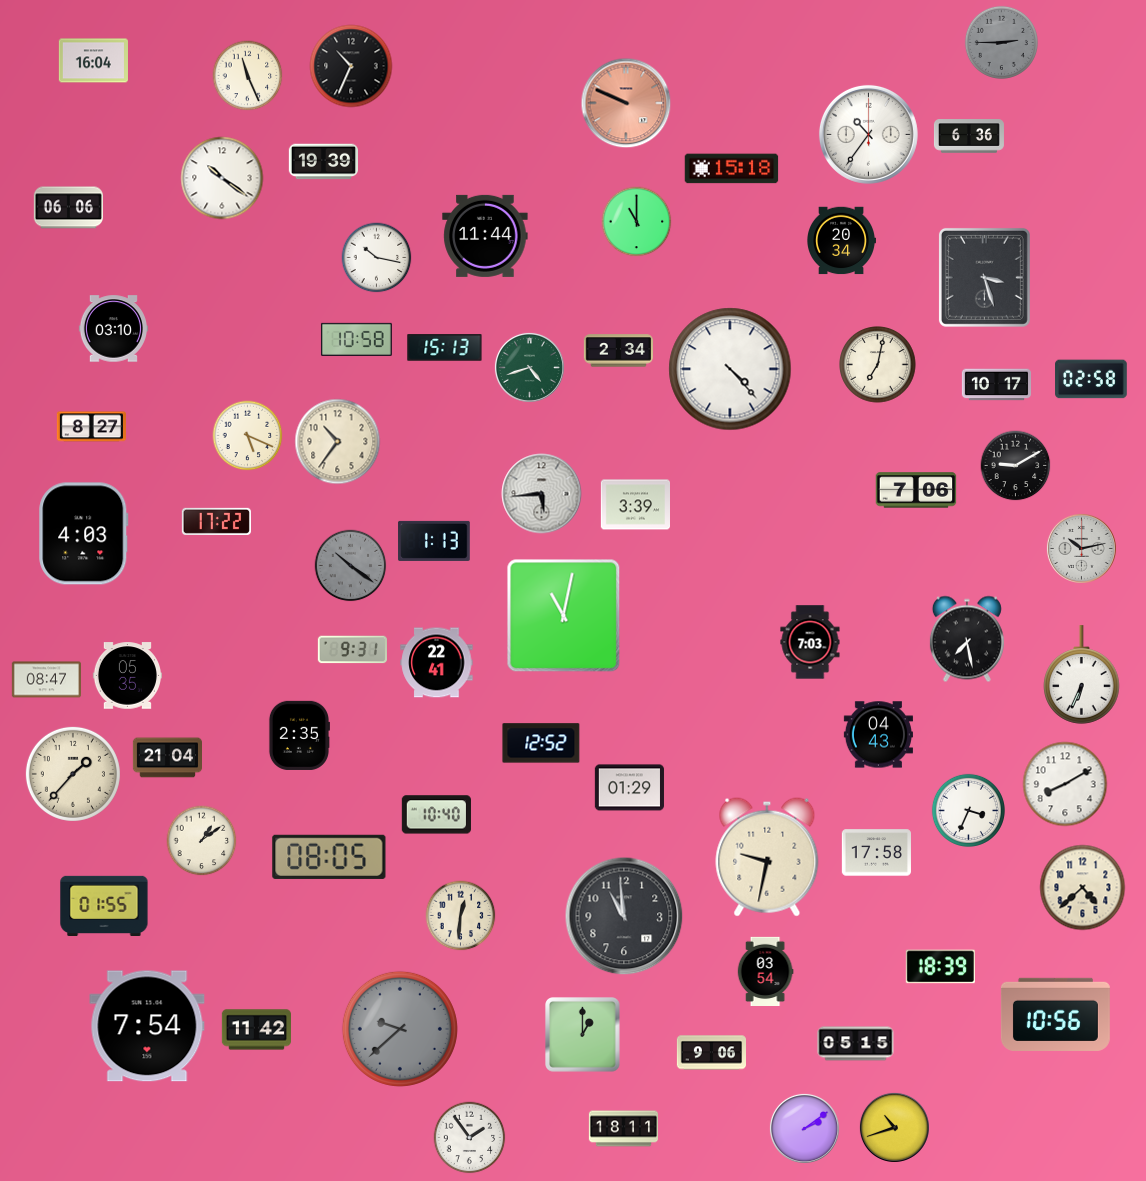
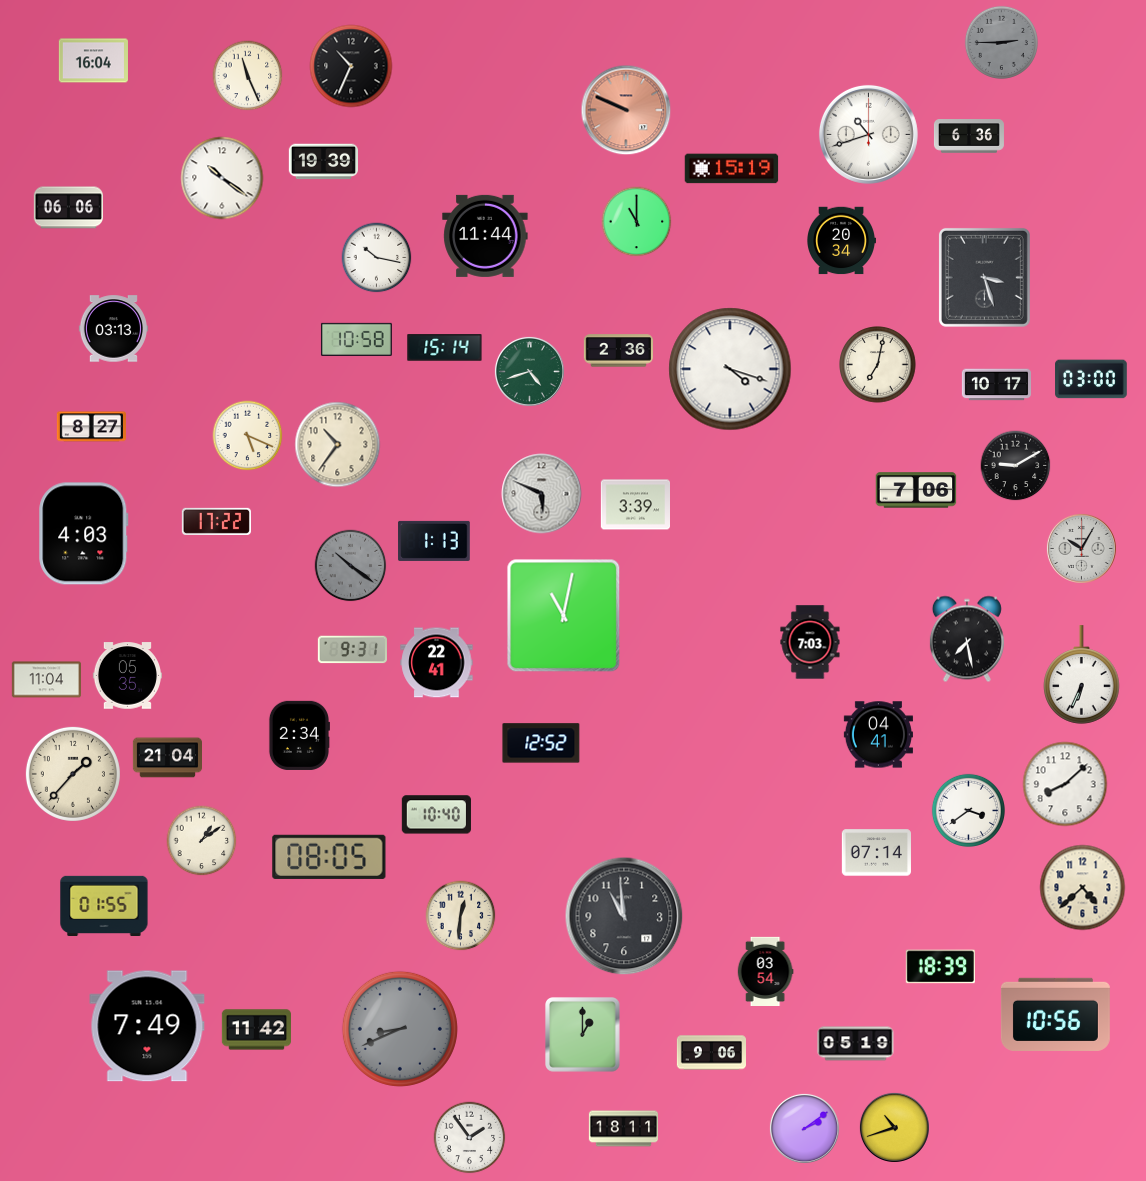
clock at (626, 103) position: (626, 103) -> (626, 110)
clock at (868, 134): 10:36 -> 10:42
clock at (732, 169): 15:18 -> 15:19
clock at (113, 329): 03:10 -> 03:13
clock at (445, 348): 15:13 -> 15:14
clock at (618, 351): 2:34 -> 2:36
clock at (529, 367) position: (529, 367) -> (529, 371)
clock at (730, 369): 4:23 -> 4:18
clock at (1091, 379): 02:58 -> 03:00
clock at (338, 442) position: (338, 442) -> (338, 445)
clock at (542, 494): 5:44 -> 5:49
clock at (1081, 548): 10:13 -> 10:05
clock at (46, 680): 08:47 -> 11:04
clock at (299, 735): 2:35 -> 2:34
clock at (878, 735): 04:43 -> 04:41
clock at (1065, 784): 8:10 -> 8:08
clock at (629, 788): 01:29 -> none
clock at (968, 810): 3:34 -> 3:39
clock at (876, 853): 17:58 -> 07:14
clock at (767, 857): 9:32 -> none
clock at (147, 1026): 7:54 -> 7:49
clock at (400, 1029): 9:38 -> 8:41
clock at (856, 1044): 05:15 -> 05:19
